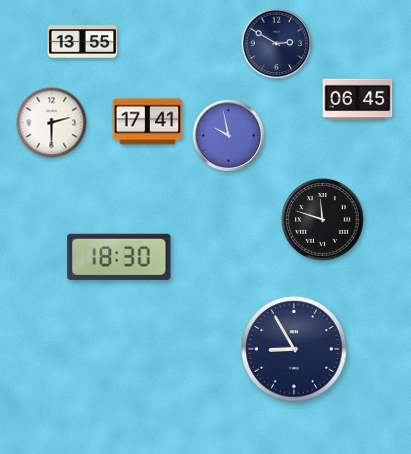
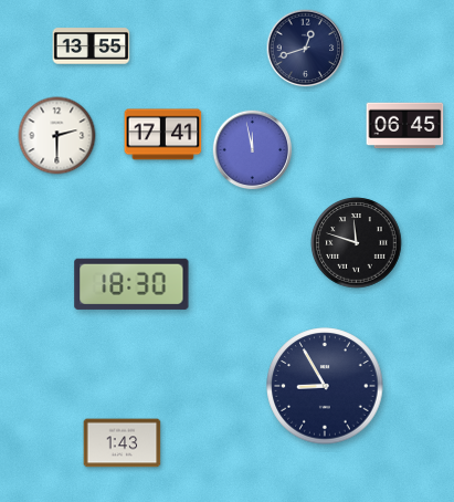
clock at (277, 44): 2:50 -> 12:42
clock at (358, 100) position: (358, 100) -> (405, 126)
clock at (229, 136): 9:58 -> 11:58
clock at (123, 443): none -> 1:43
